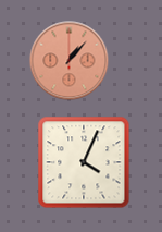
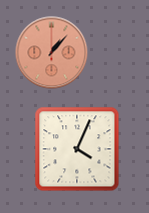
clock at (70, 61) position: (70, 61) -> (52, 53)
